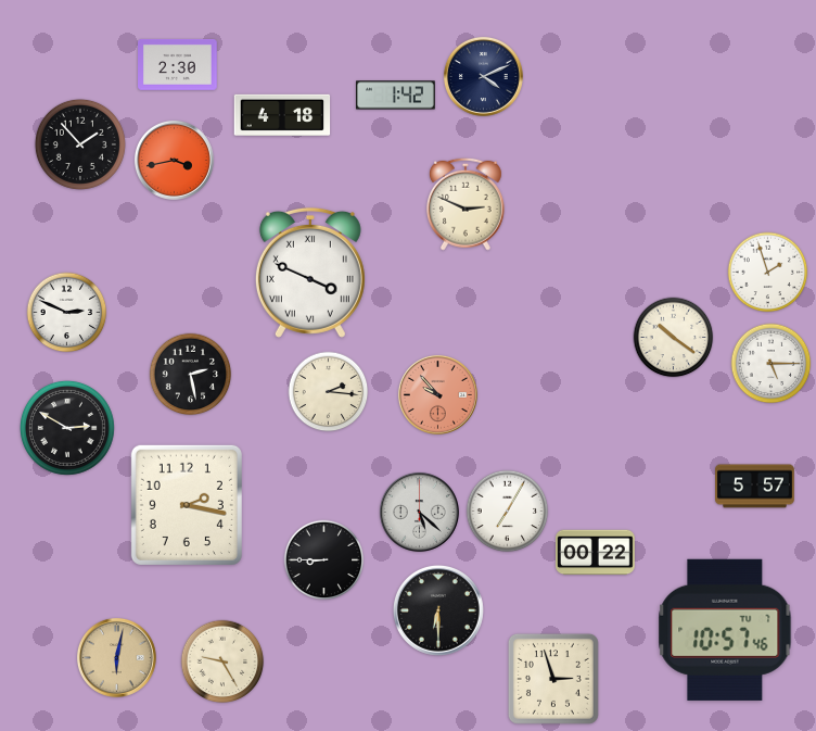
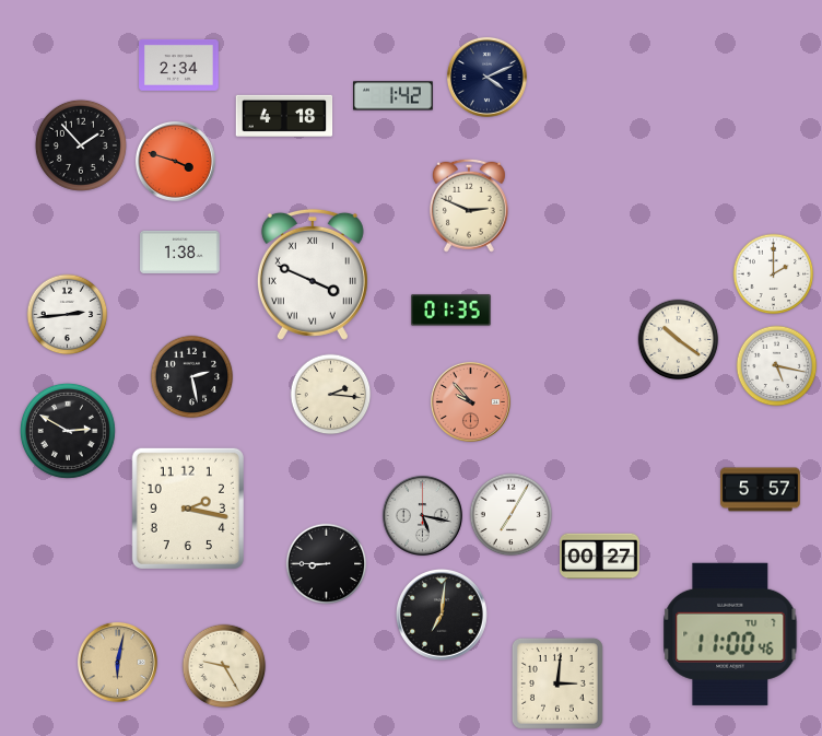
clock at (178, 64): 2:30 -> 2:34
clock at (396, 96) position: (396, 96) -> (394, 96)
clock at (174, 160): 3:43 -> 3:48
clock at (180, 252): none -> 1:38
clock at (768, 273): 1:57 -> 2:00
clock at (451, 311): none -> 01:35
clock at (67, 313): 2:49 -> 2:44
clock at (772, 364): 5:15 -> 5:17
clock at (437, 394) position: (437, 394) -> (470, 401)
clock at (419, 512): 5:22 -> 5:17
clock at (596, 553): 00:22 -> 00:27
clock at (439, 610): 6:30 -> 7:01
clock at (725, 630): 10:57 -> 11:00
clock at (553, 679): 2:57 -> 3:01
